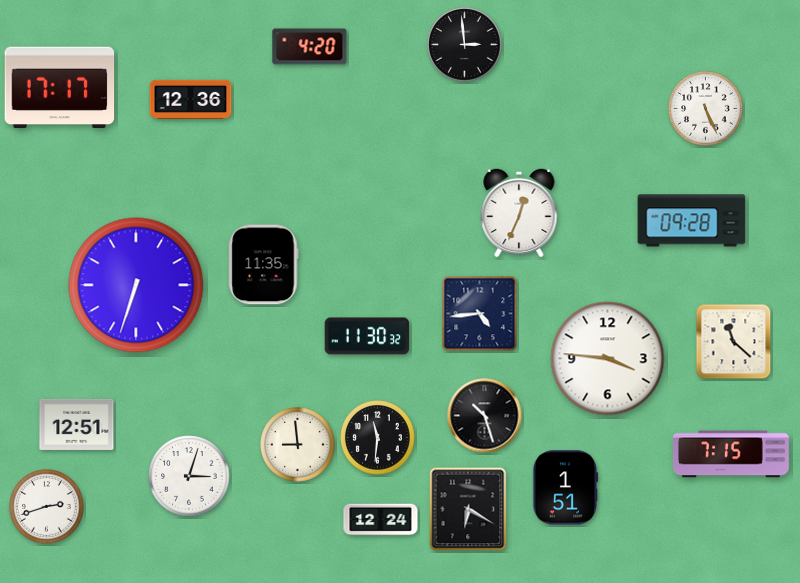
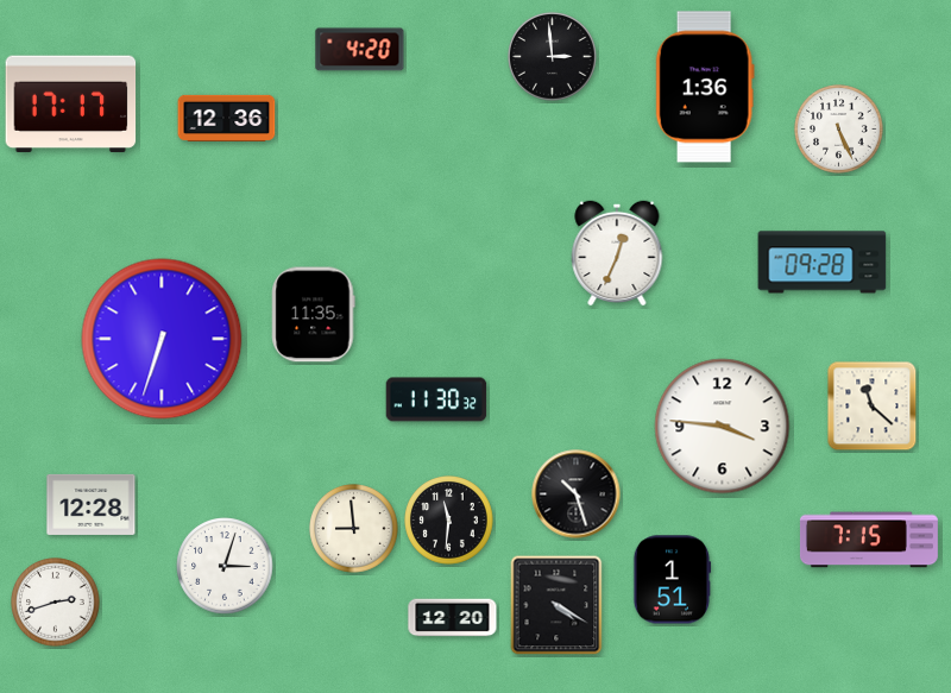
clock at (465, 45) position: (465, 45) -> (553, 57)
clock at (310, 47) position: (310, 47) -> (360, 50)
clock at (705, 87): none -> 1:36
clock at (480, 314): 4:44 -> none
clock at (77, 424): 12:51 -> 12:28
clock at (468, 509): 6:20 -> 4:20
clock at (381, 520): 12:24 -> 12:20
